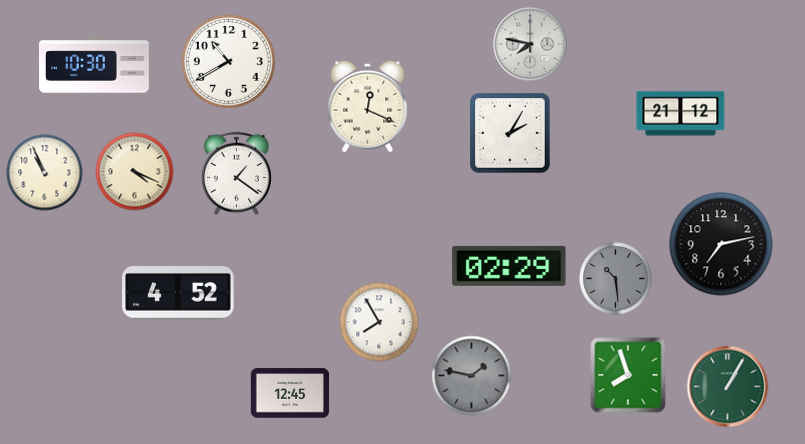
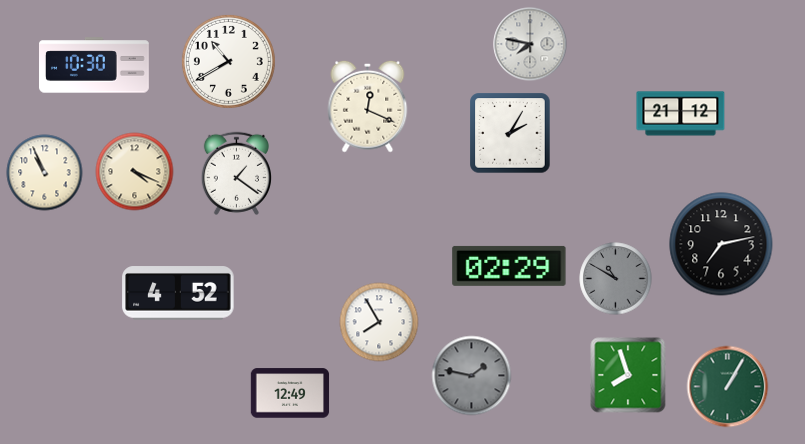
clock at (616, 279): 10:29 -> 10:50
clock at (290, 393): 12:45 -> 12:49
